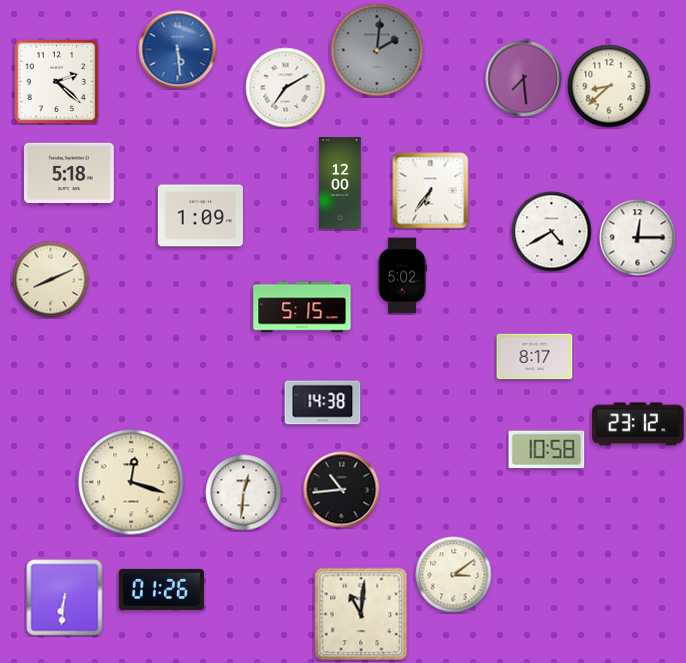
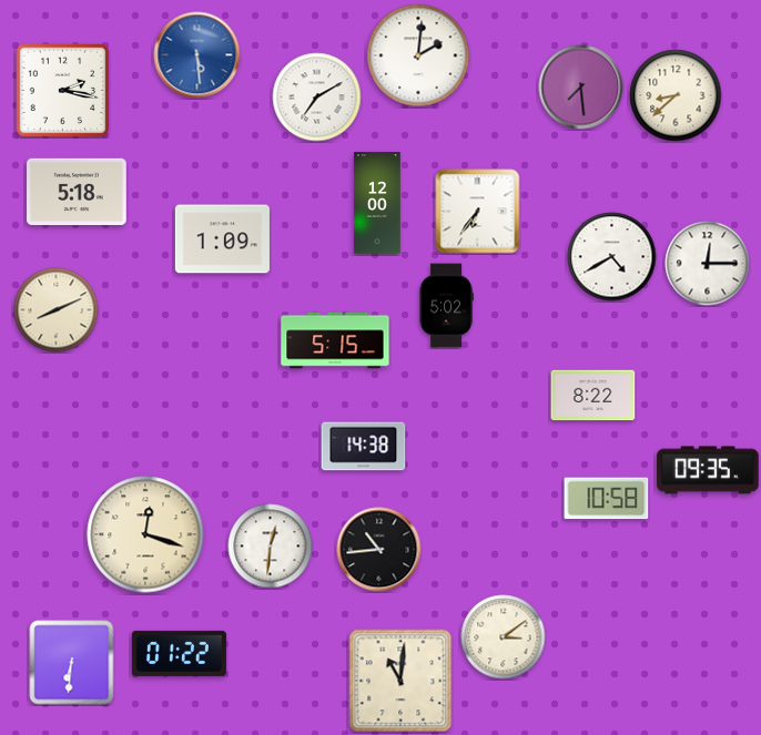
clock at (377, 50) dial: grey -> white
clock at (57, 82): 2:22 -> 2:17
clock at (535, 357): 8:17 -> 8:22
clock at (323, 403) position: (323, 403) -> (364, 447)
clock at (638, 424): 23:12 -> 09:35
clock at (342, 490) position: (342, 490) -> (379, 550)
clock at (161, 589): 01:26 -> 01:22
